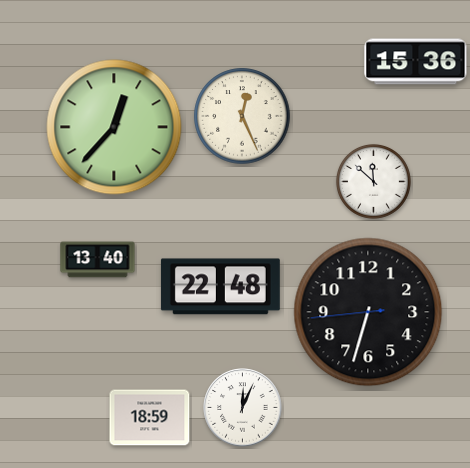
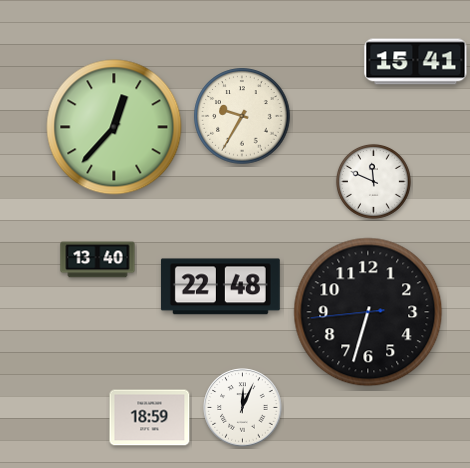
clock at (416, 62): 15:36 -> 15:41
clock at (242, 116): 12:26 -> 9:35
clock at (373, 181): 11:52 -> 11:49
